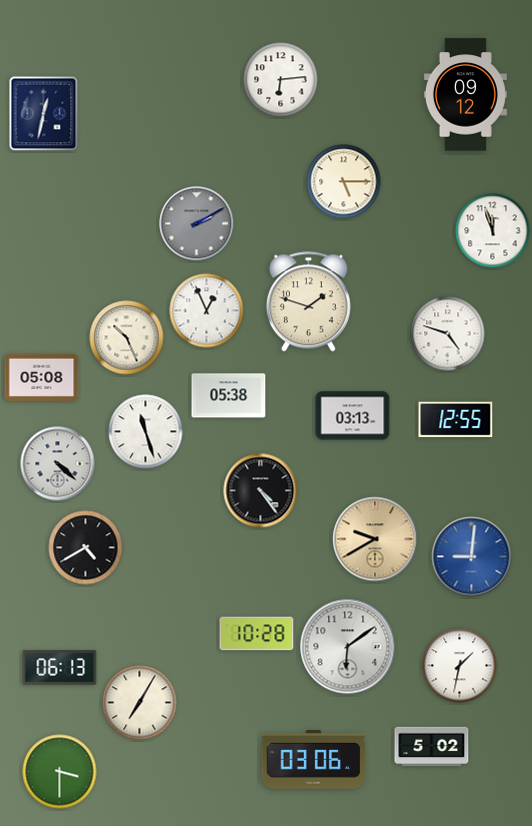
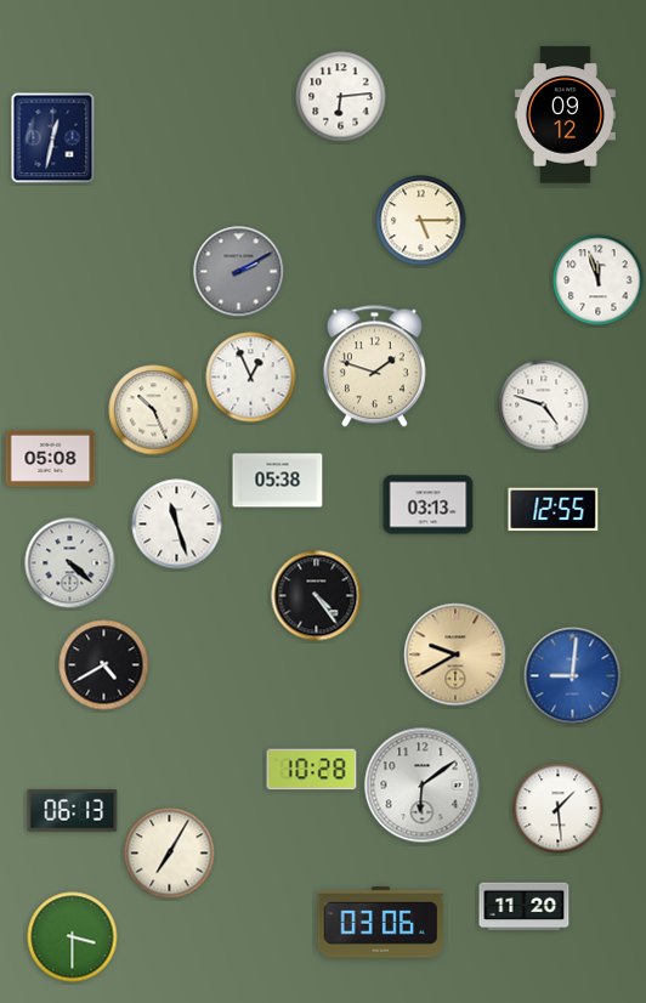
clock at (344, 182) position: (344, 182) -> (421, 221)
clock at (460, 666): 1:32 -> 1:29
clock at (432, 747): 5:02 -> 11:20
